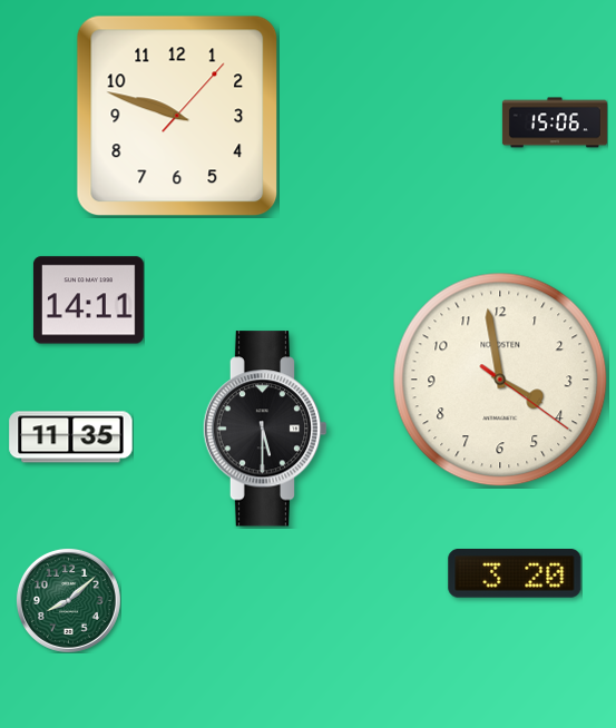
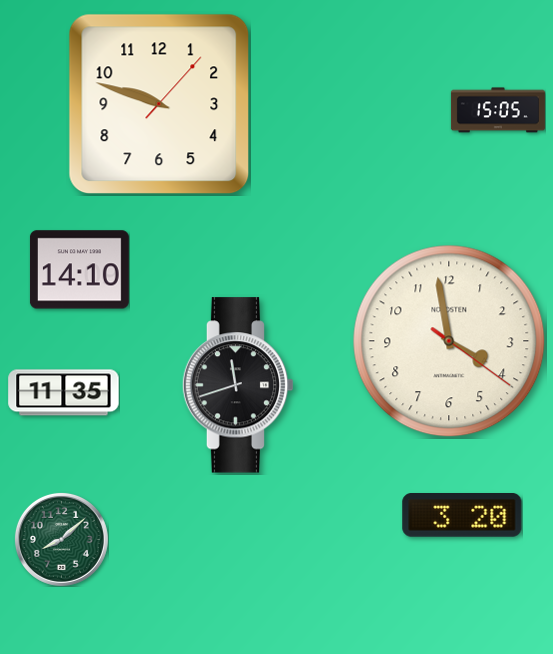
clock at (555, 122): 15:06 -> 15:05
clock at (88, 301): 14:11 -> 14:10
clock at (265, 429): 5:30 -> 11:42
